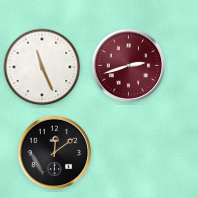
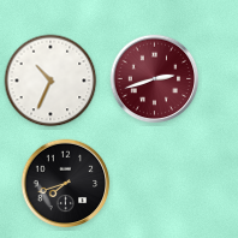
clock at (42, 67): 11:26 -> 10:34
clock at (55, 153): 12:09 -> 7:42
